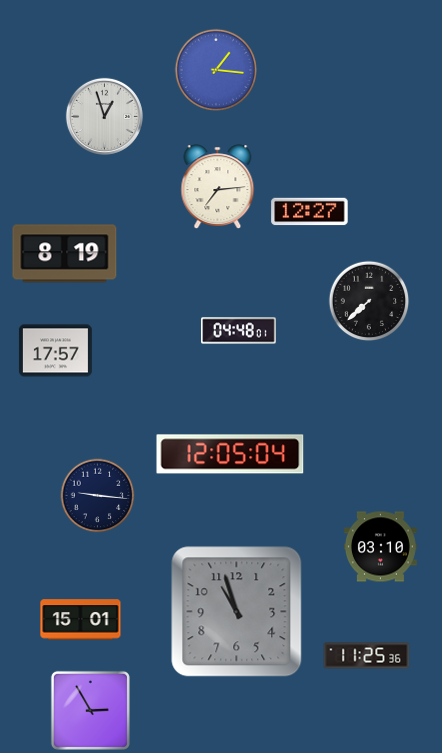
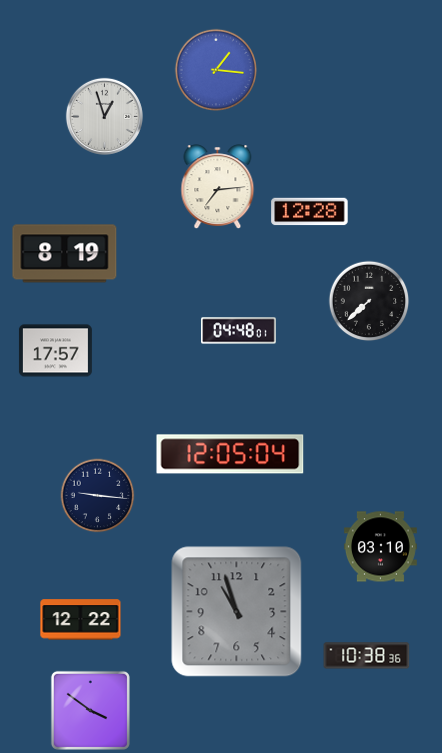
clock at (310, 212): 12:27 -> 12:28
clock at (81, 620): 15:01 -> 12:22
clock at (367, 656): 11:25 -> 10:38
clock at (90, 710): 2:55 -> 3:51
